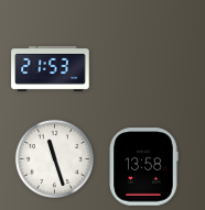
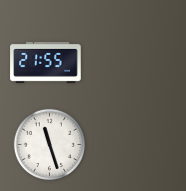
clock at (51, 68): 21:53 -> 21:55
clock at (143, 167): 13:58 -> none
